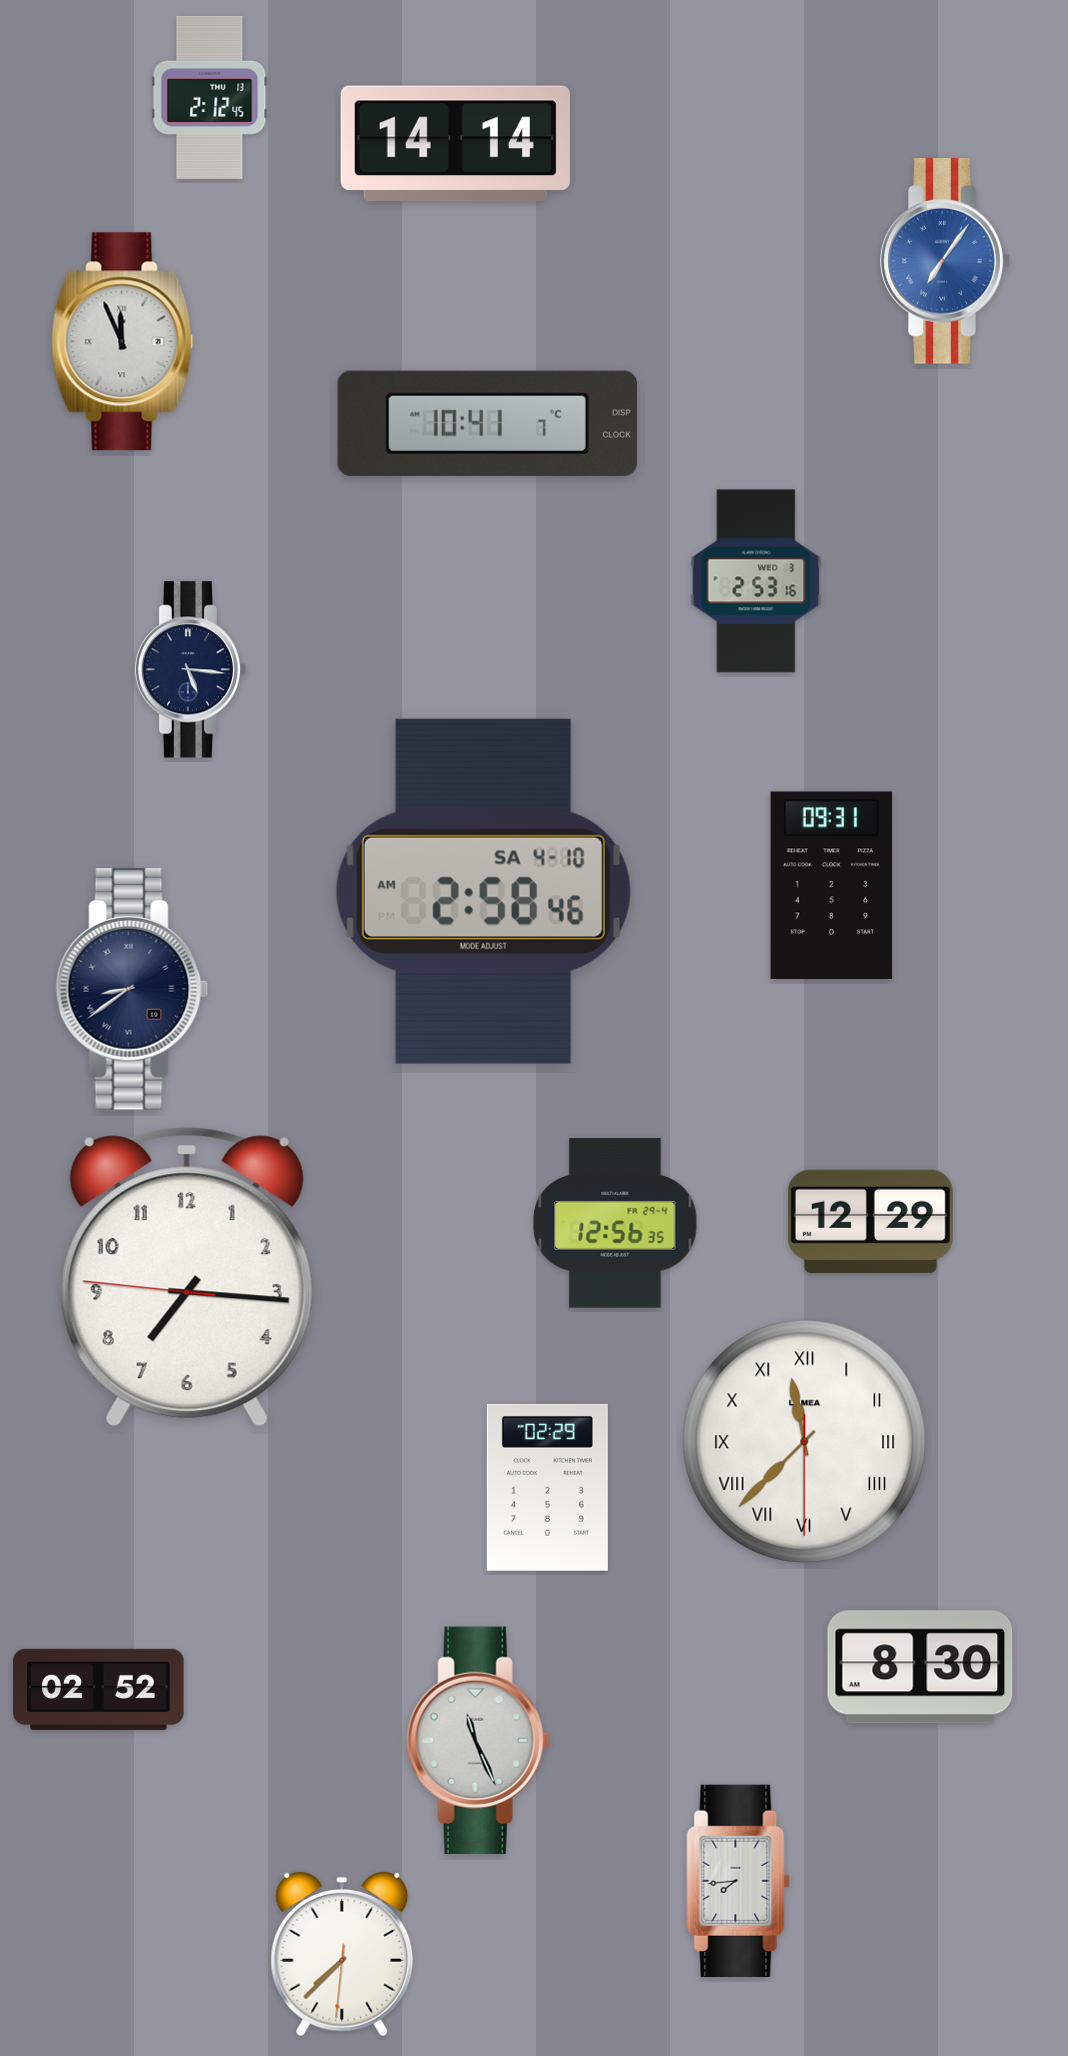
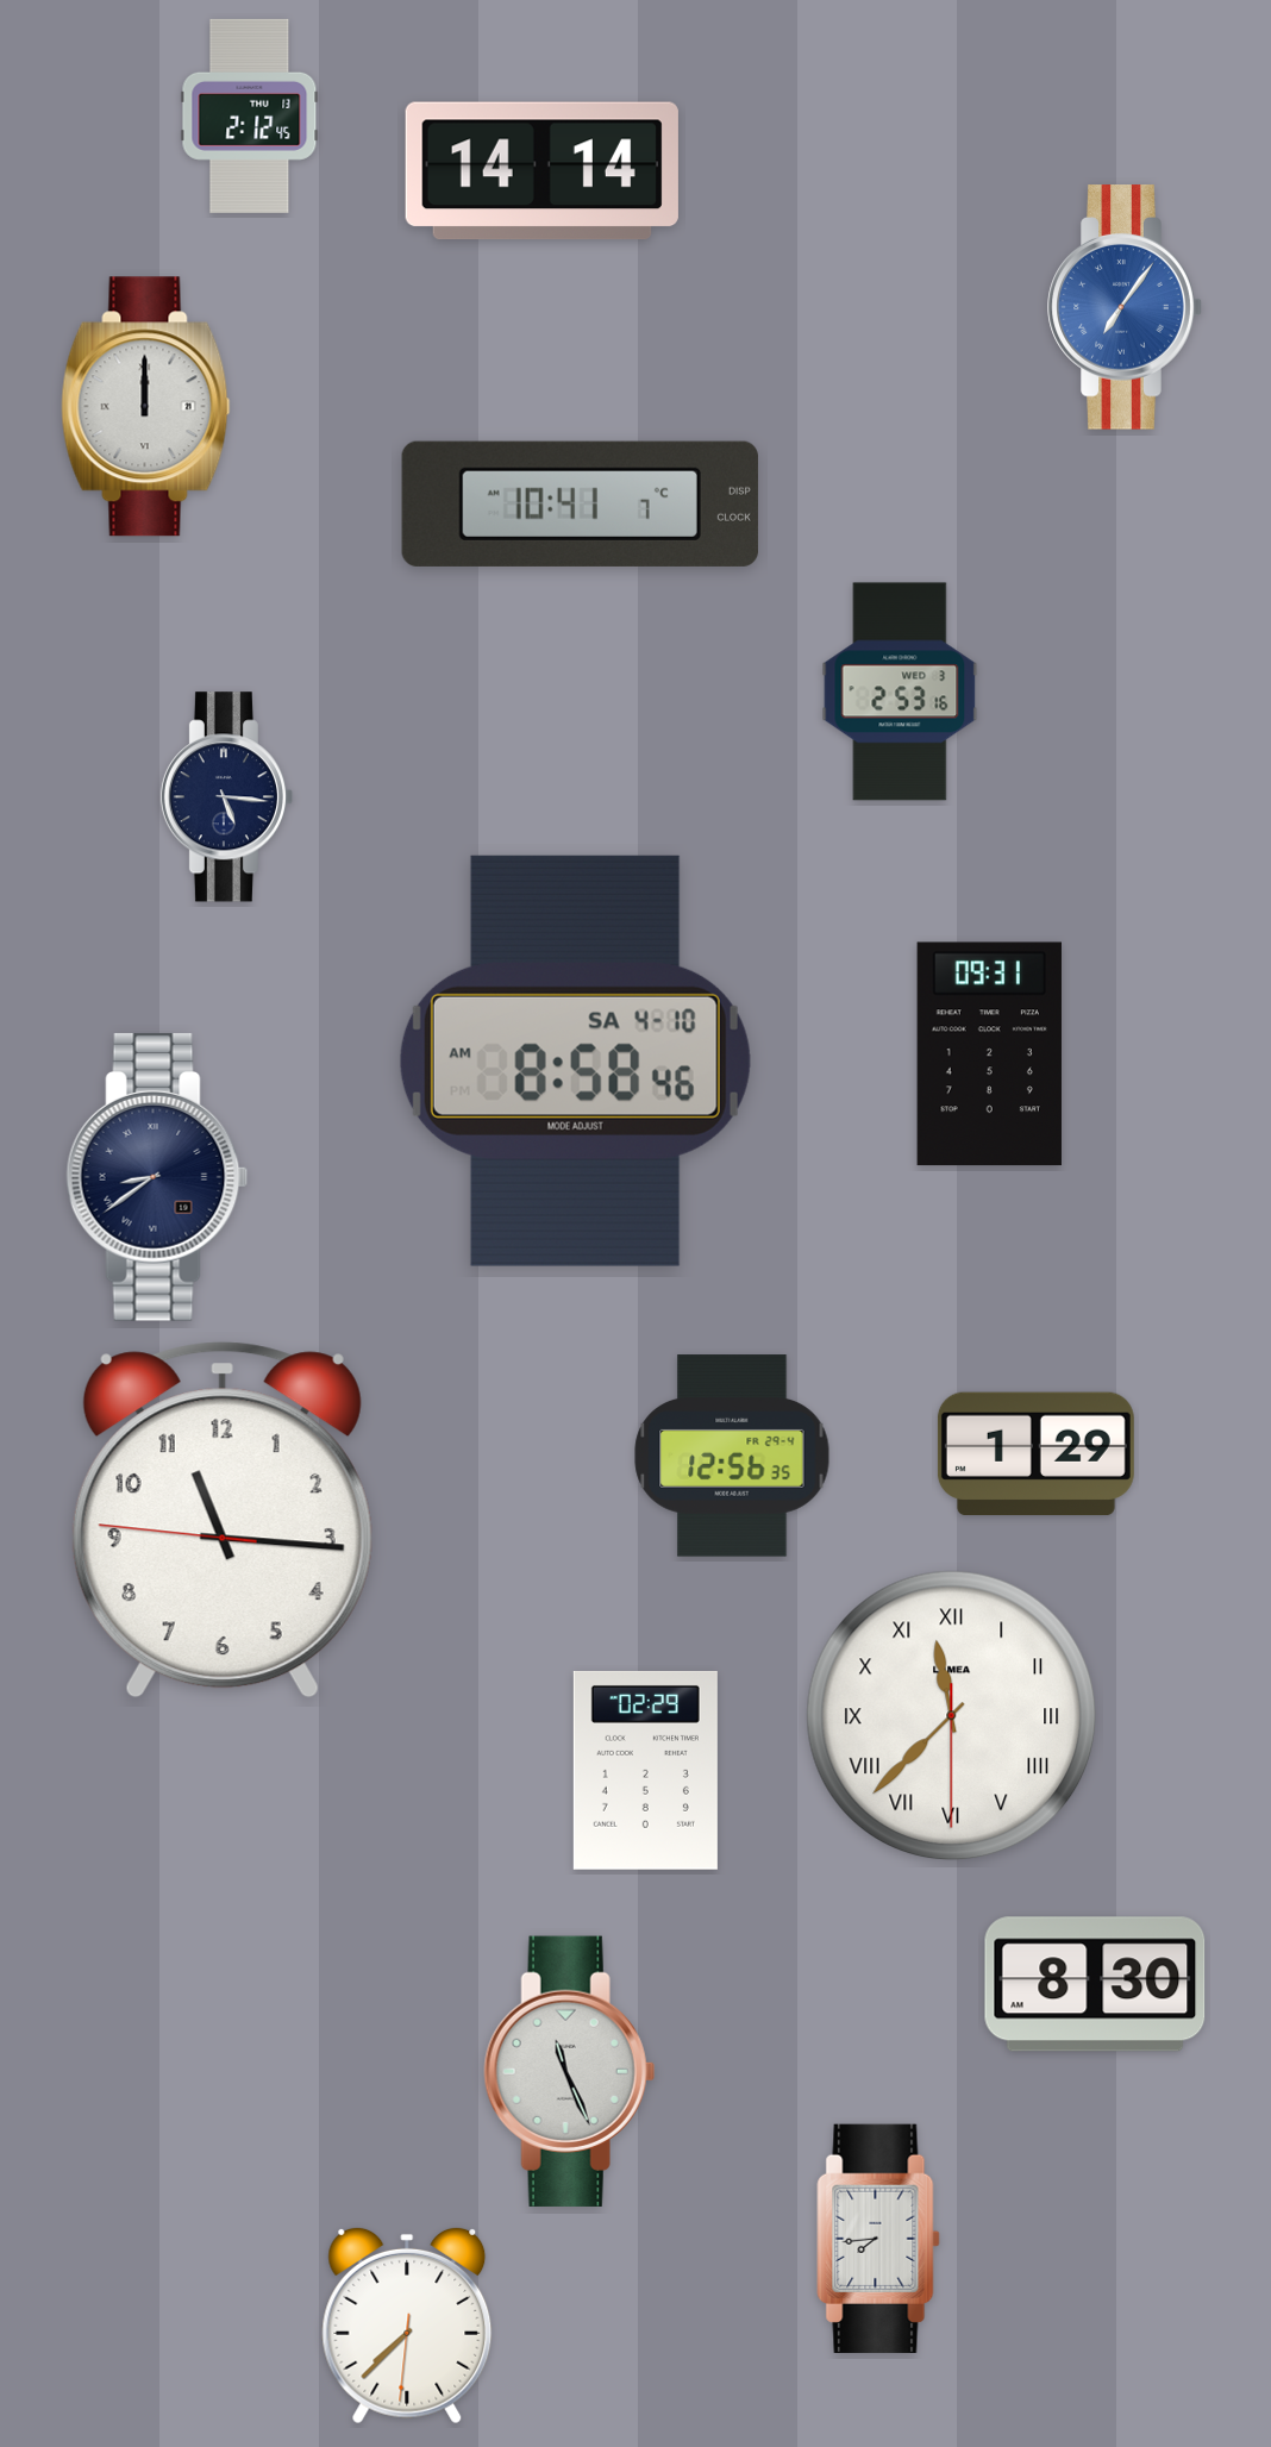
clock at (945, 261) position: (945, 261) -> (1125, 307)
clock at (123, 342): 11:56 -> 12:00
clock at (483, 891): 2:58 -> 8:58
clock at (870, 1222): 12:29 -> 1:29
clock at (187, 1277): 7:15 -> 11:15
clock at (805, 1442) position: (805, 1442) -> (952, 1716)
clock at (547, 1487) position: (547, 1487) -> (645, 1770)
clock at (99, 1689): 02:52 -> none
